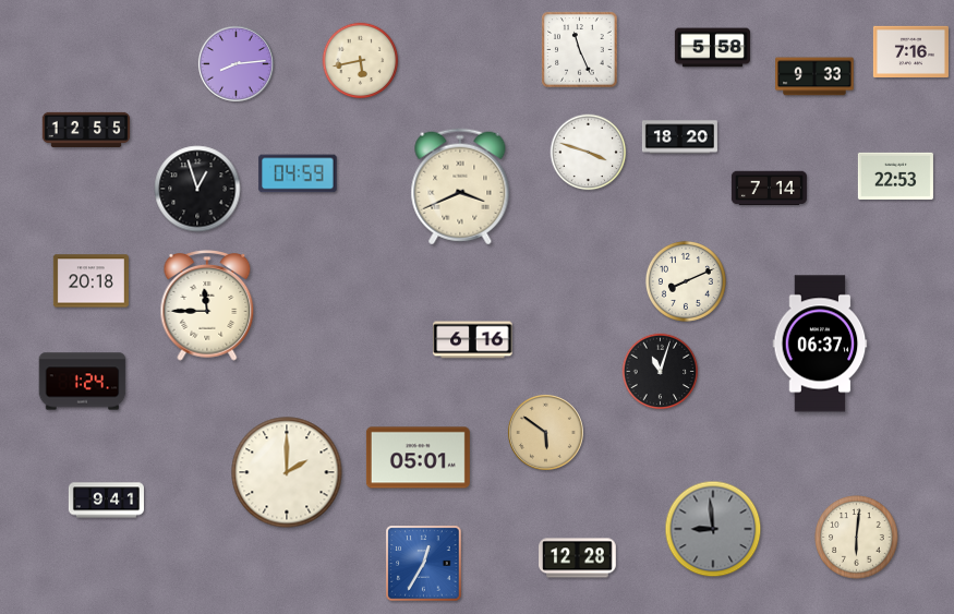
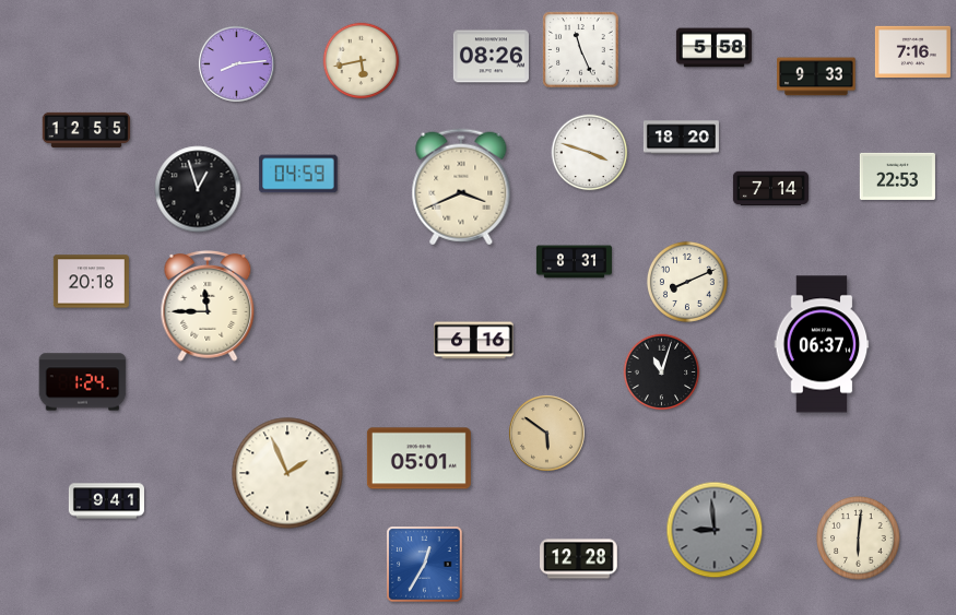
clock at (491, 57): none -> 08:26
clock at (574, 262): none -> 8:31
clock at (287, 472): 2:00 -> 1:56
